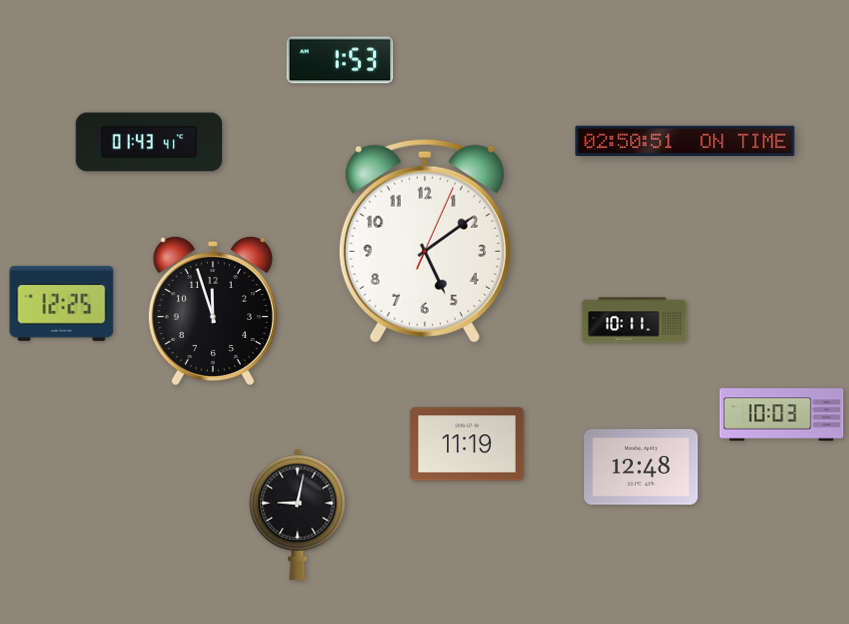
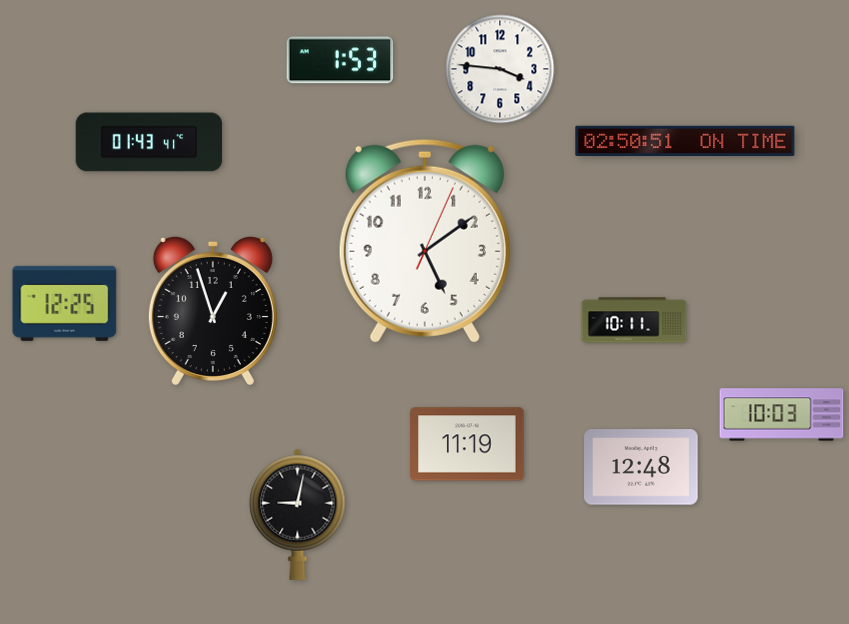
clock at (500, 69): none -> 3:46
clock at (62, 303) position: (62, 303) -> (65, 303)
clock at (213, 310): 11:57 -> 12:57
